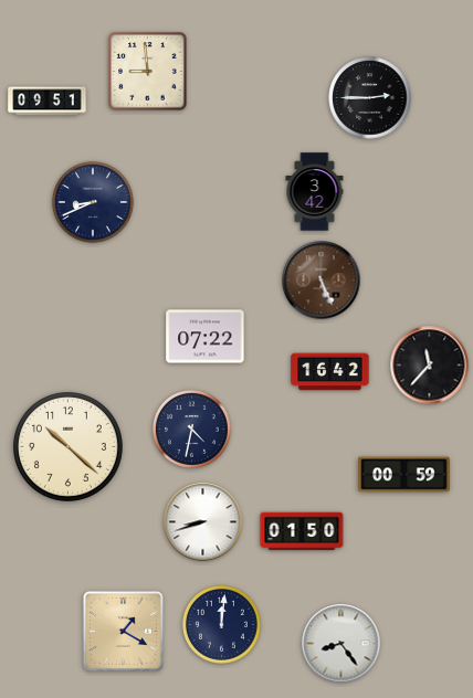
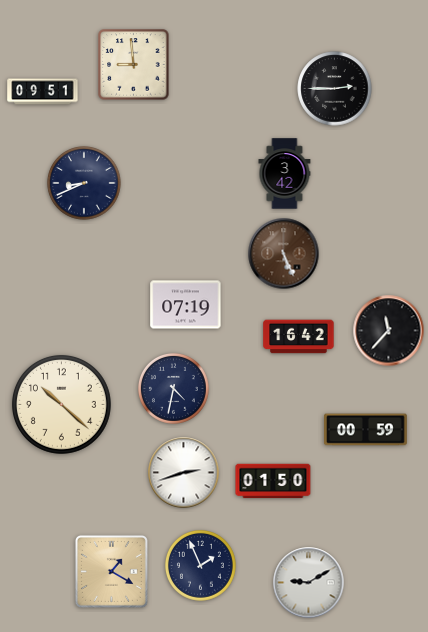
clock at (322, 281) position: (322, 281) -> (284, 254)
clock at (206, 337): 07:22 -> 07:19
clock at (203, 522): 8:42 -> 2:42
clock at (221, 624): 12:01 -> 1:56
clock at (341, 644): 8:24 -> 9:10
